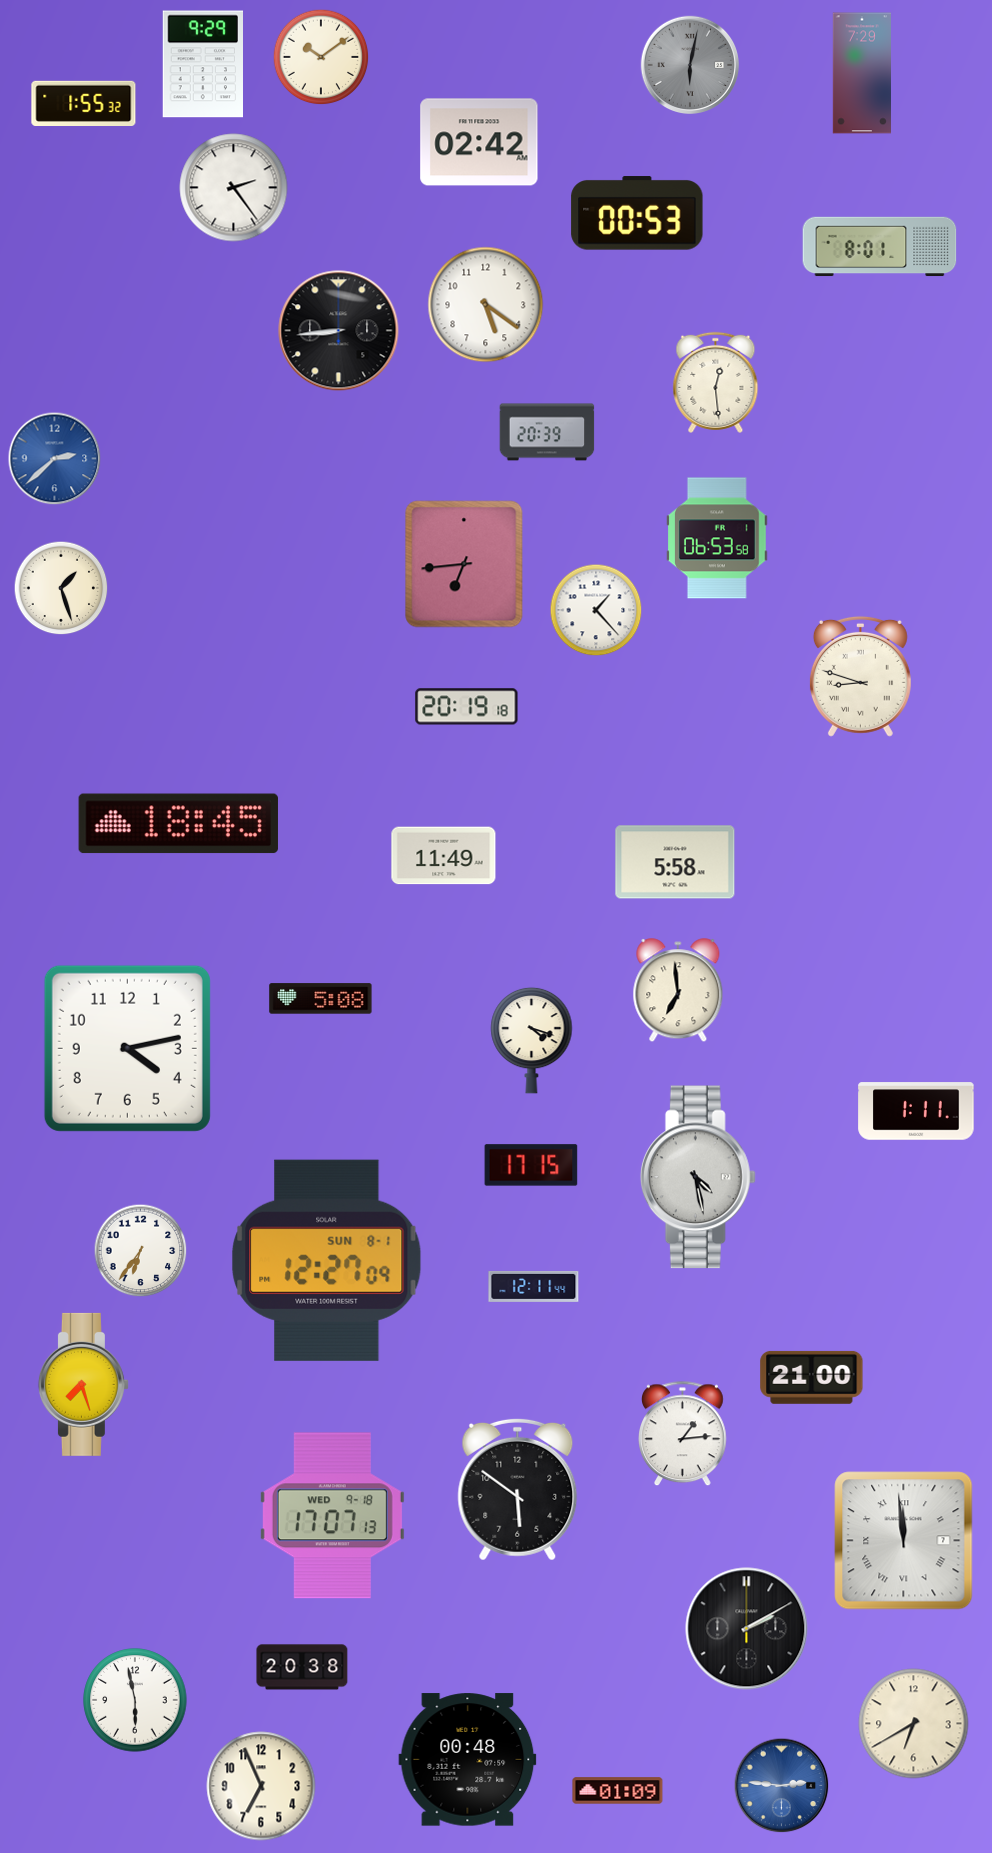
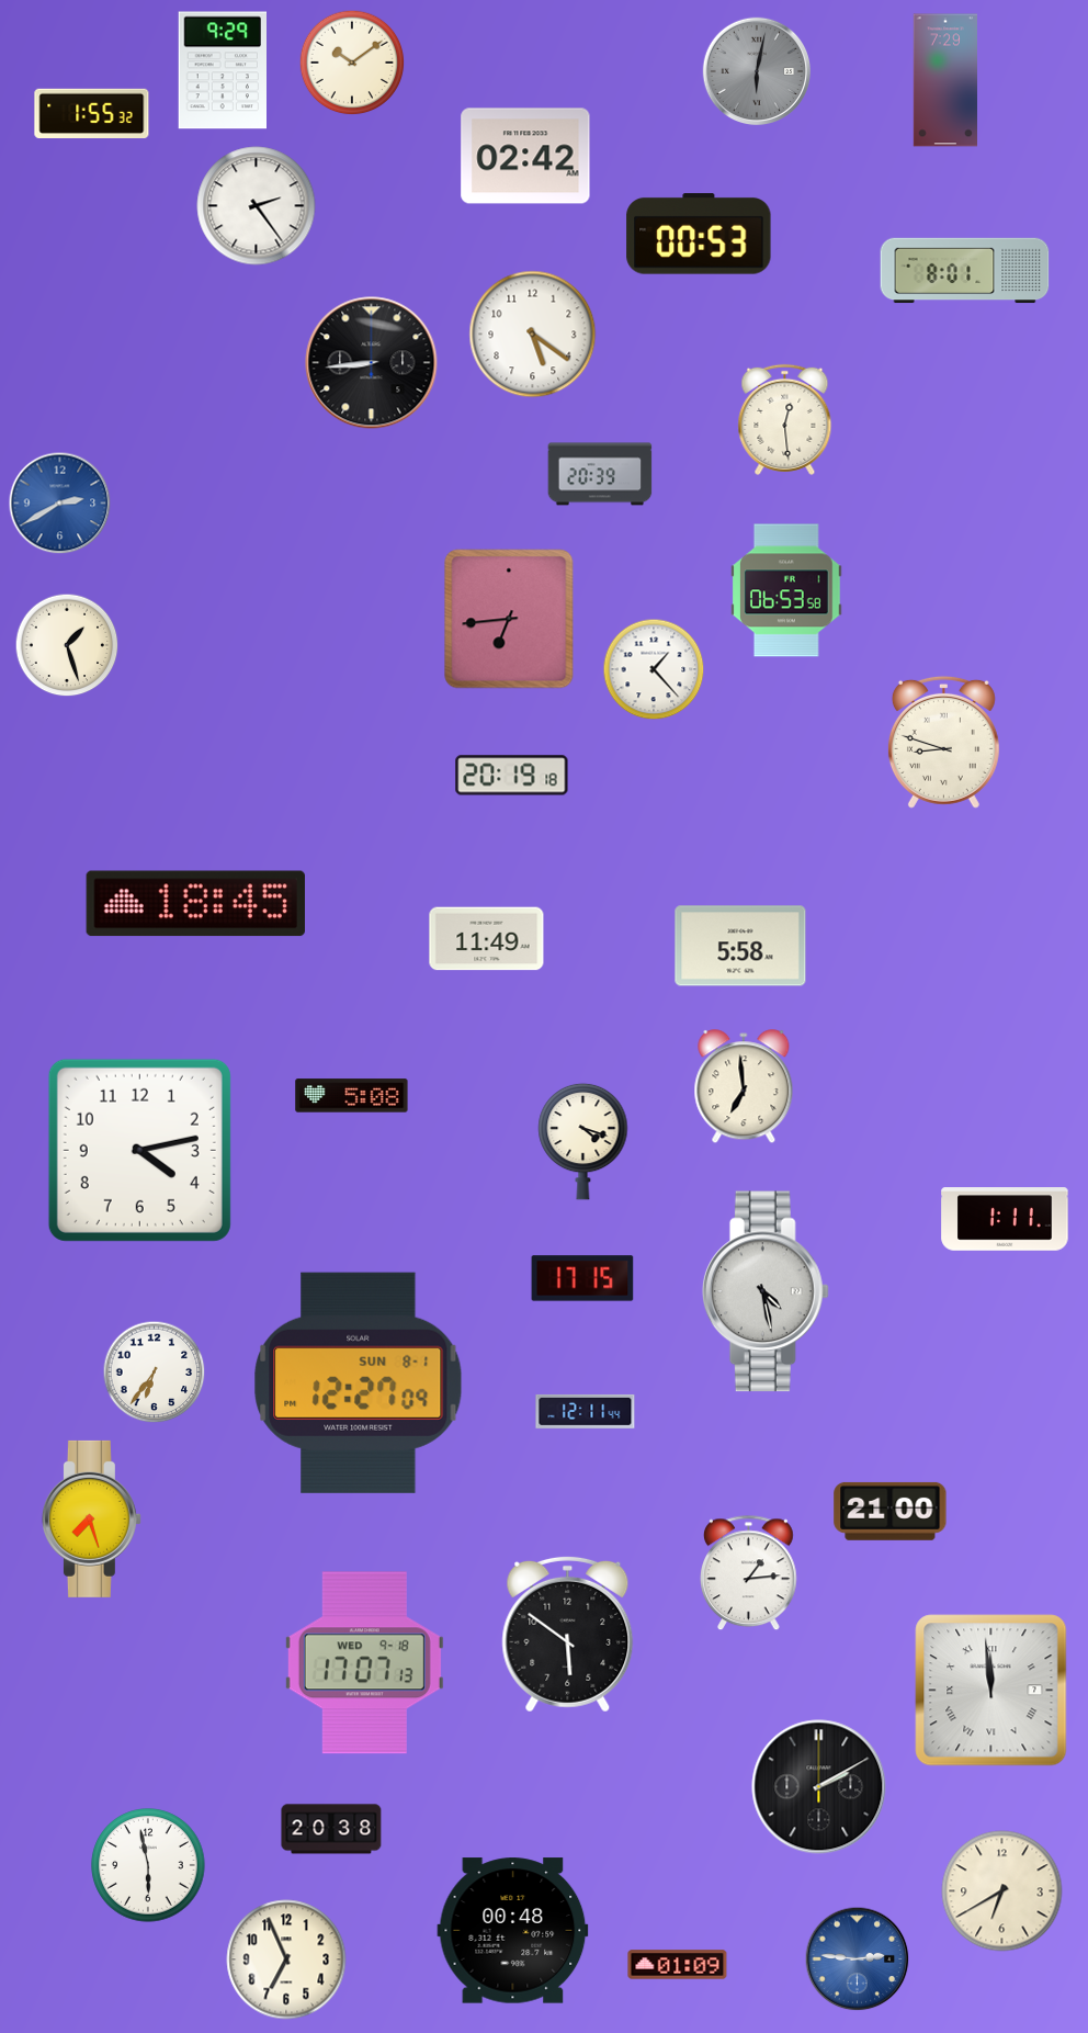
clock at (55, 459): 2:38 -> 2:40
